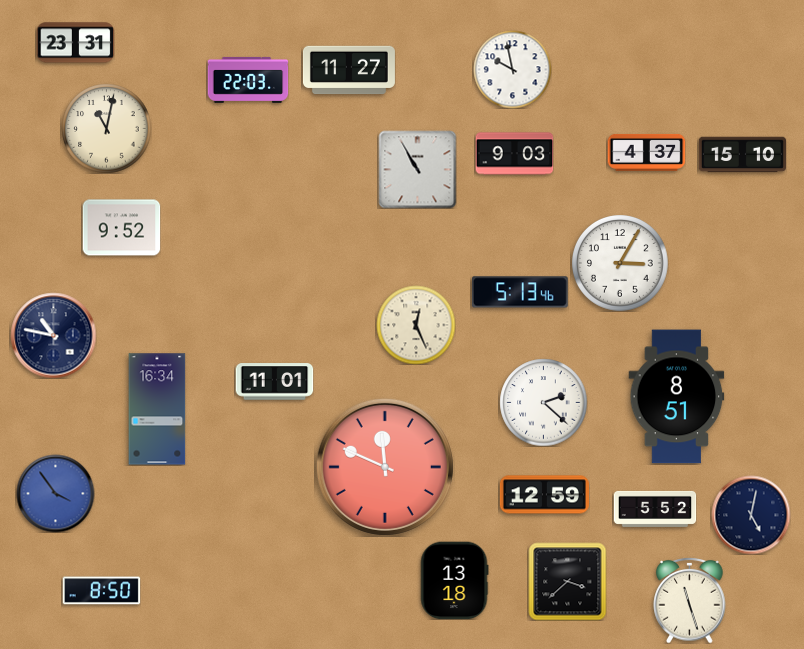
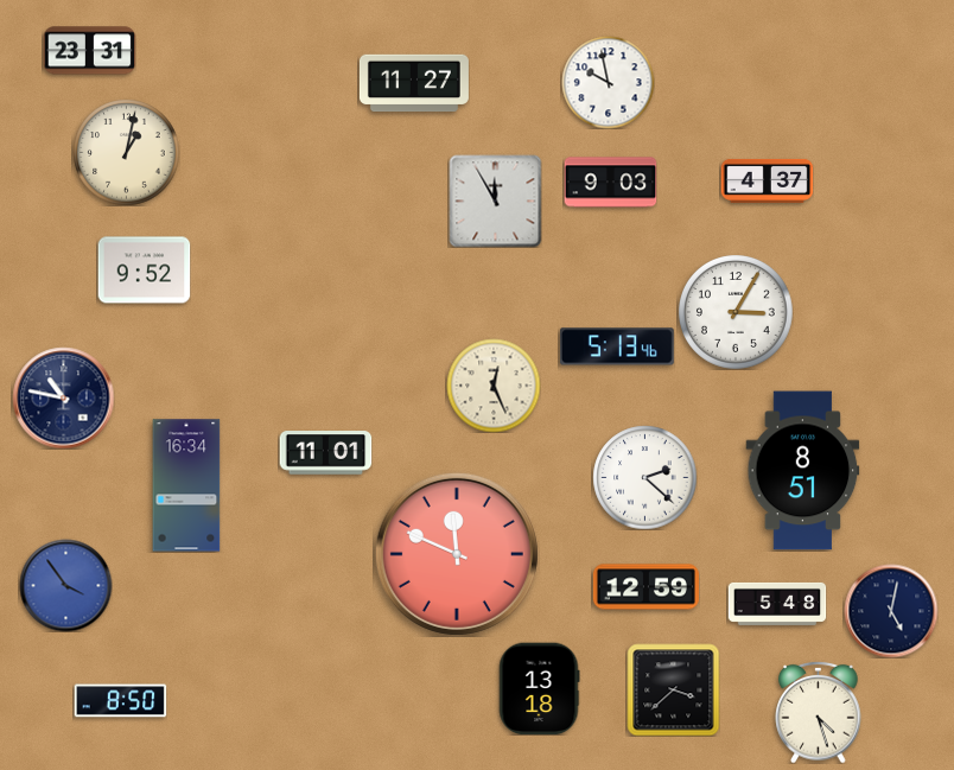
clock at (248, 80): 22:03 -> none
clock at (106, 128): 11:02 -> 1:02
clock at (742, 155): 15:10 -> none
clock at (417, 169): 10:55 -> 11:55
clock at (655, 509): 5:52 -> 5:48
clock at (690, 600): 11:27 -> 4:27
